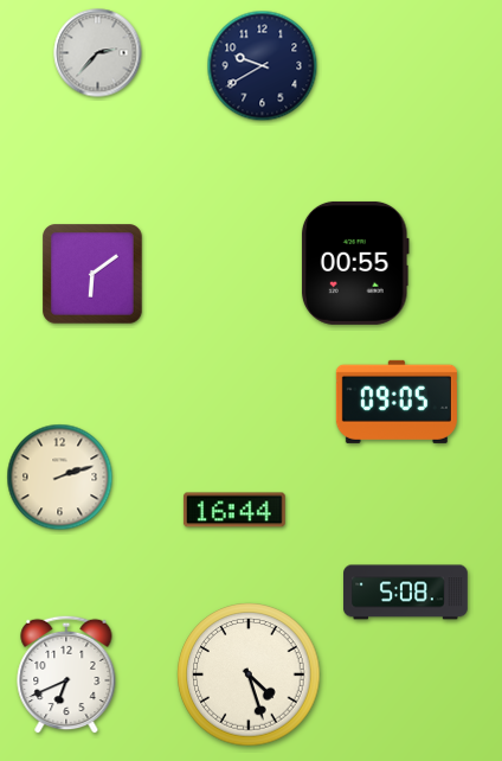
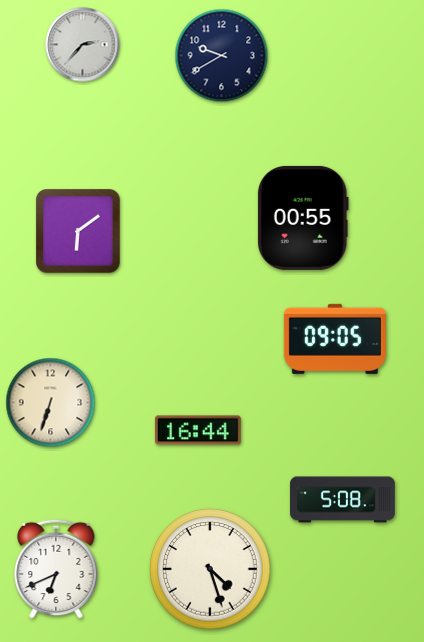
clock at (355, 263) position: (355, 263) -> (303, 218)
clock at (60, 478): 2:12 -> 6:33
